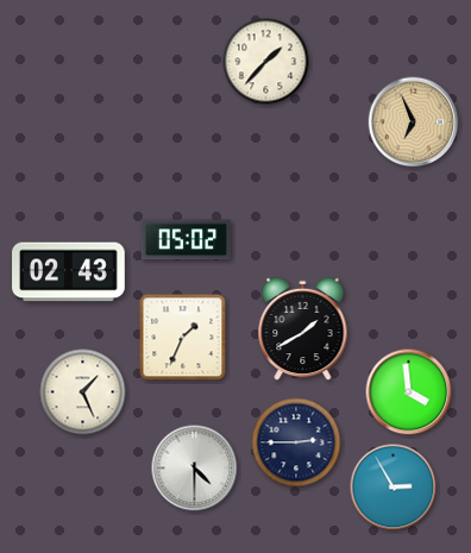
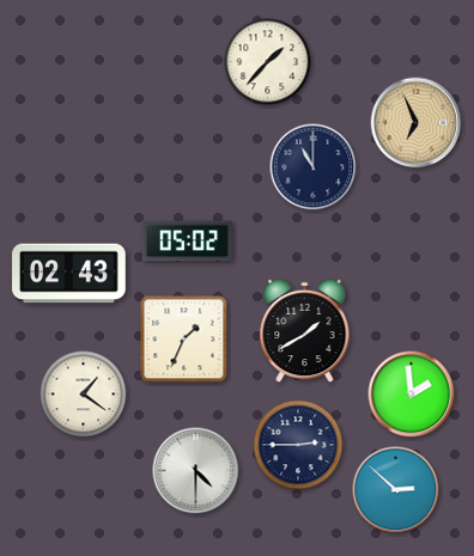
clock at (314, 167): none -> 11:00
clock at (83, 392): 1:26 -> 1:21
clock at (409, 392): 3:59 -> 1:59
clock at (394, 488): 2:55 -> 2:52
